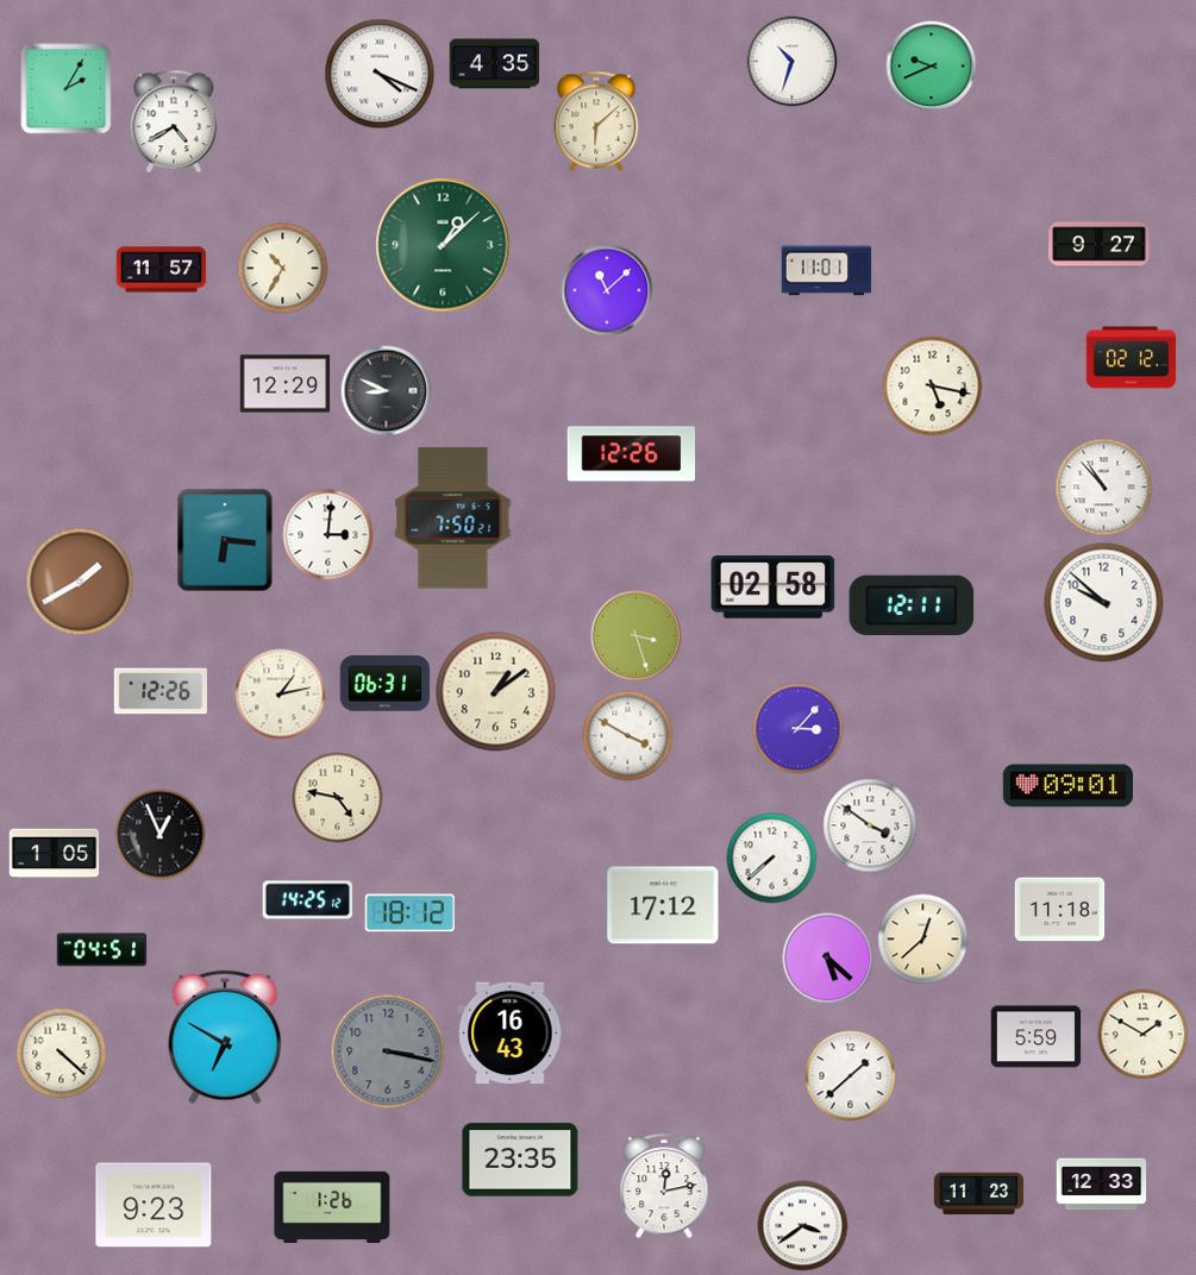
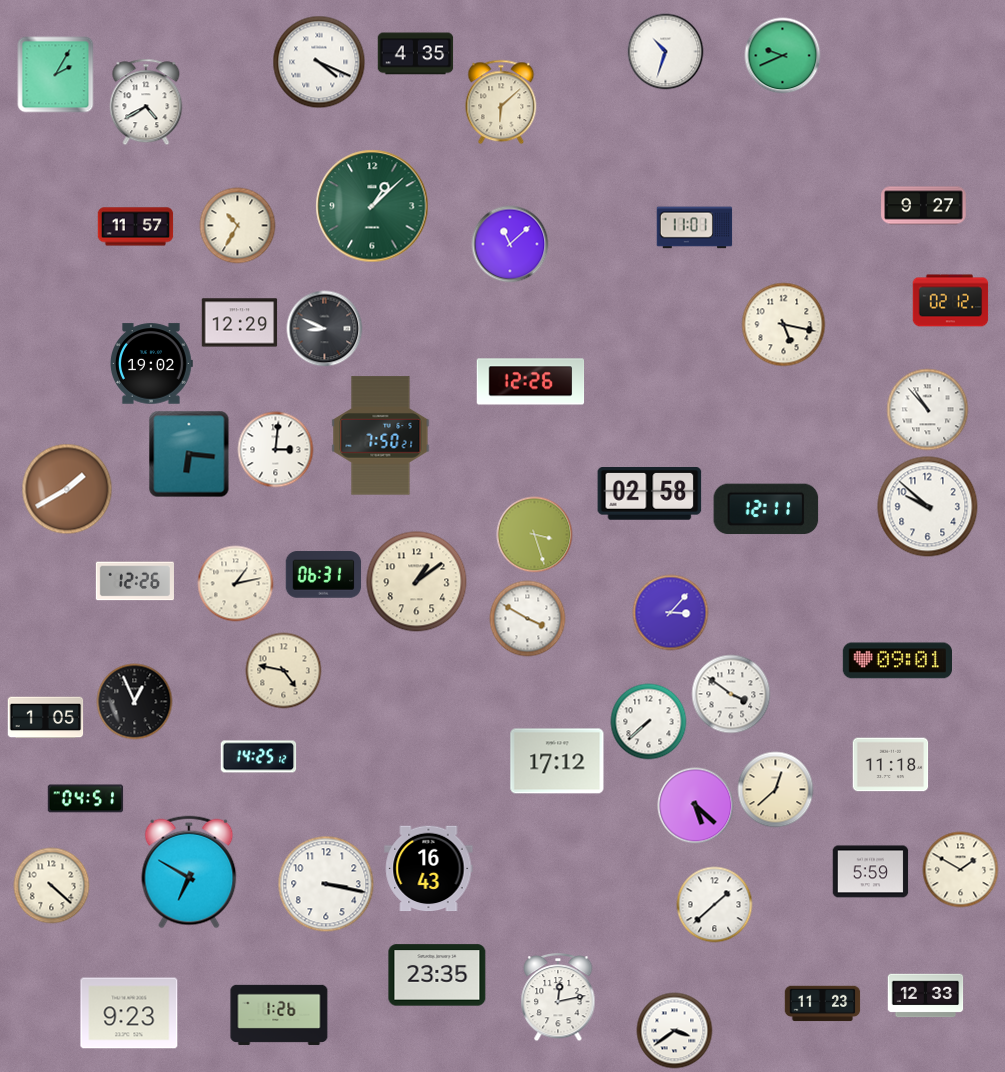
clock at (152, 364): none -> 19:02
clock at (411, 913): 18:12 -> none
clock at (388, 1051) dial: grey -> white
